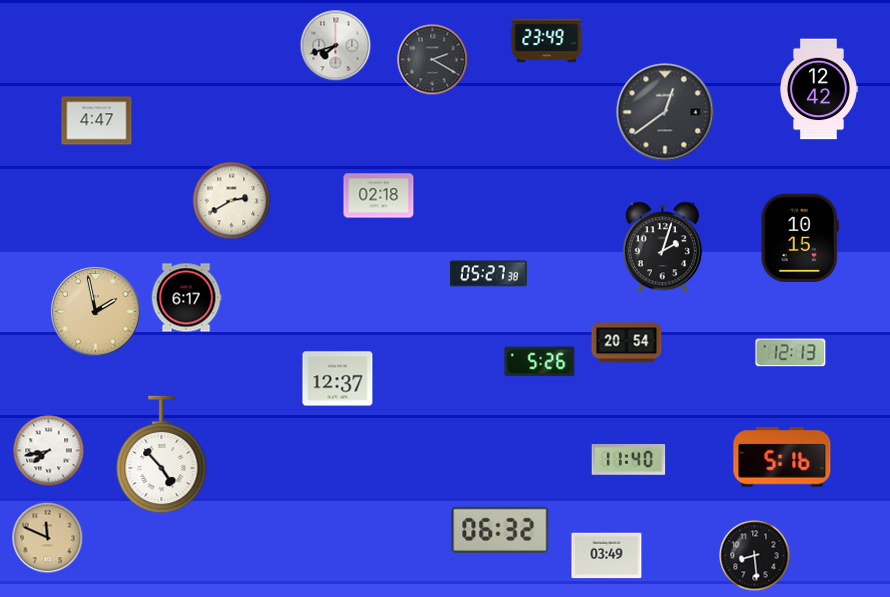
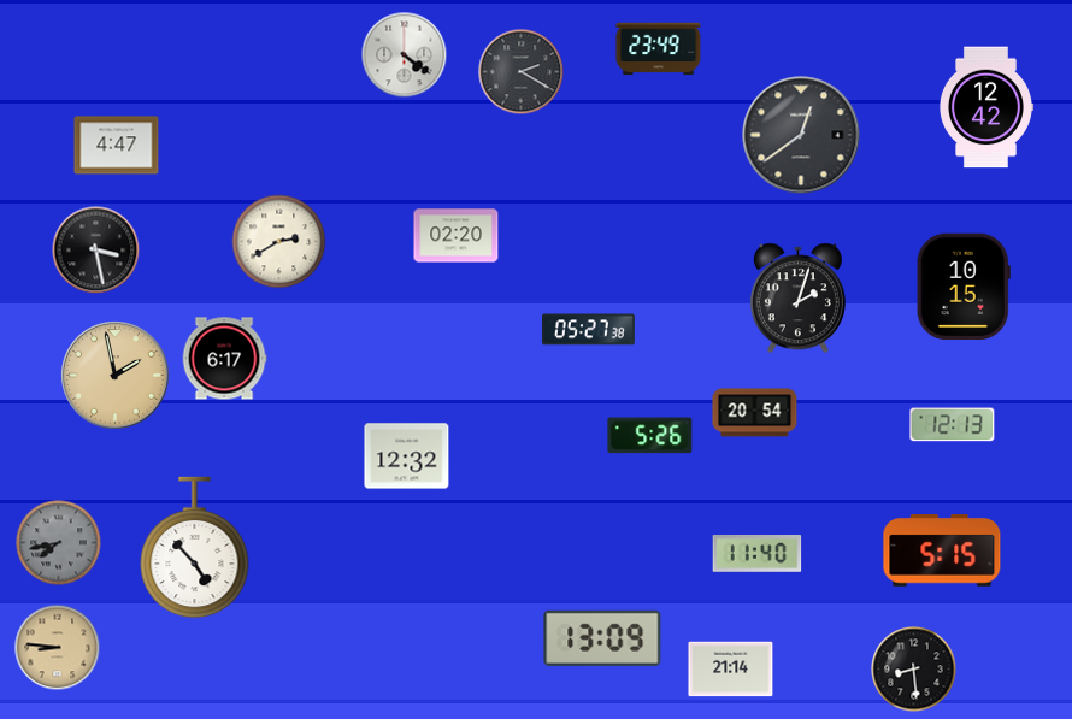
clock at (336, 46): 7:42 -> 4:21
clock at (379, 196): 02:18 -> 02:20
clock at (96, 251): none -> 3:28
clock at (338, 379): 12:37 -> 12:32
clock at (49, 451) dial: white -> grey
clock at (782, 458): 5:16 -> 5:15
clock at (500, 530): 06:32 -> 13:09
clock at (48, 538): 11:49 -> 8:46
clock at (607, 556): 03:49 -> 21:14
clock at (755, 556) position: (755, 556) -> (914, 670)
